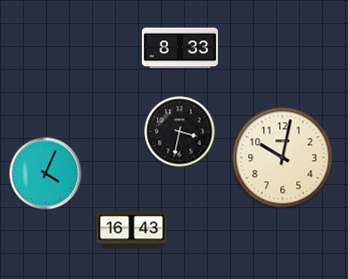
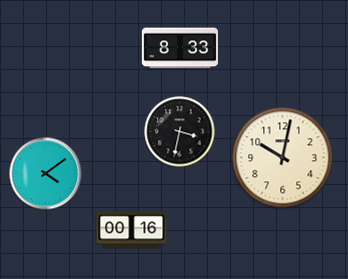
clock at (46, 174): 4:04 -> 4:09
clock at (132, 230): 16:43 -> 00:16
